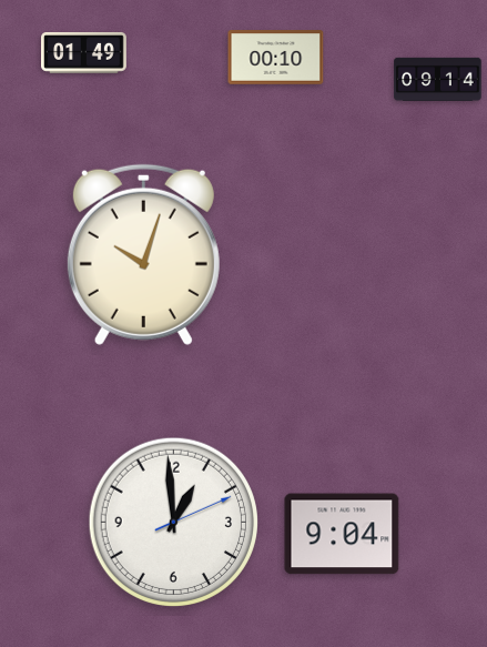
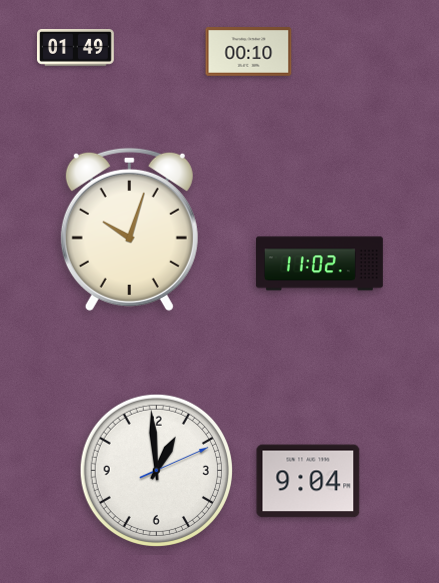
clock at (438, 79): 09:14 -> none
clock at (319, 264): none -> 11:02
